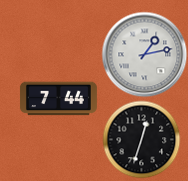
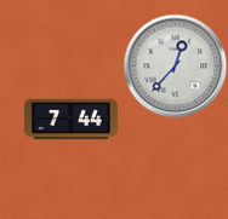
clock at (144, 54): 1:13 -> 12:37
clock at (141, 139): 12:33 -> none
